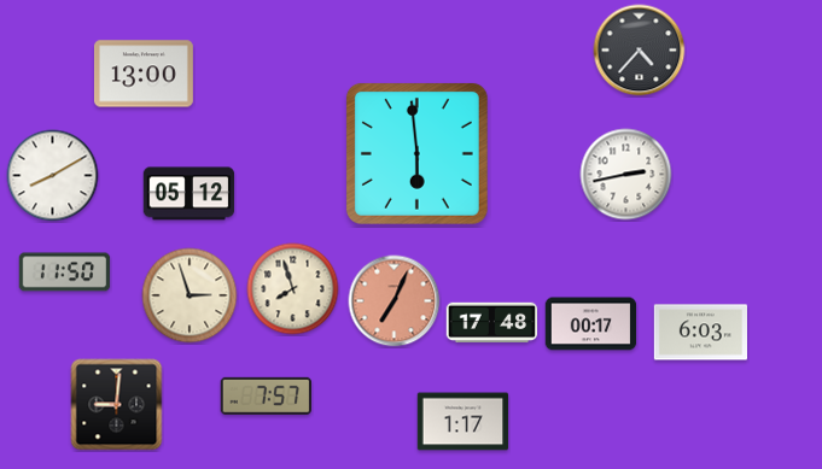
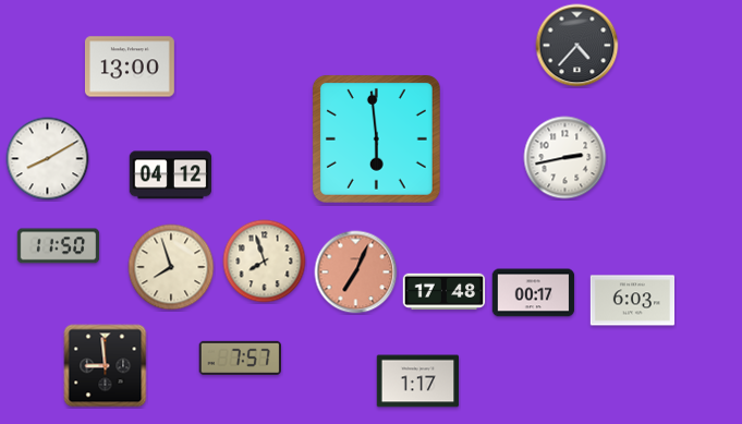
clock at (190, 194): 05:12 -> 04:12
clock at (190, 295): 2:57 -> 7:57
clock at (117, 405): 9:01 -> 8:59
